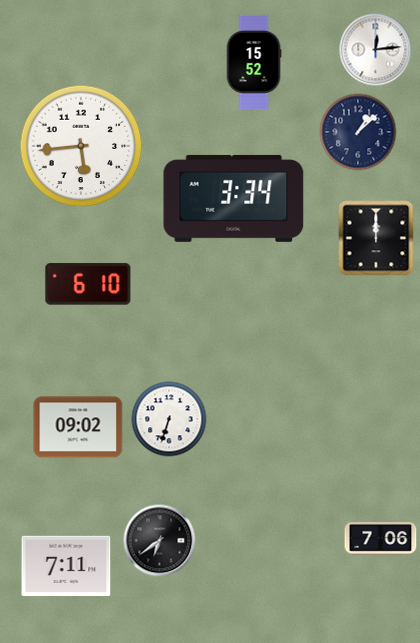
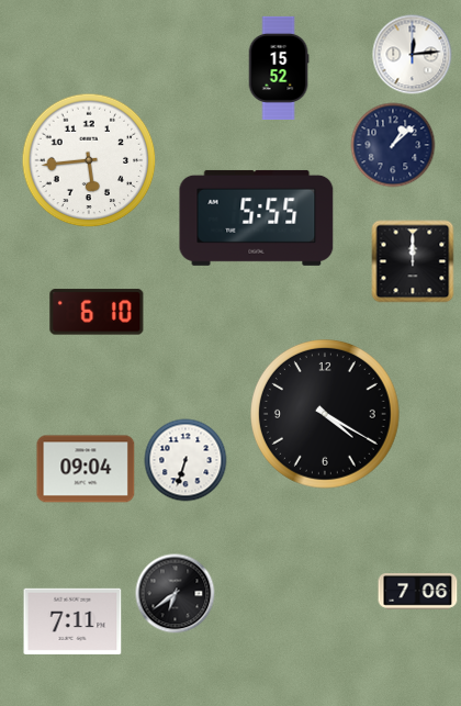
clock at (234, 198): 3:34 -> 5:55
clock at (326, 415): none -> 4:20
clock at (78, 427): 09:02 -> 09:04
